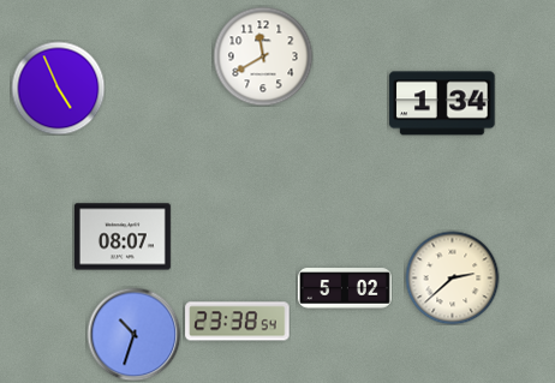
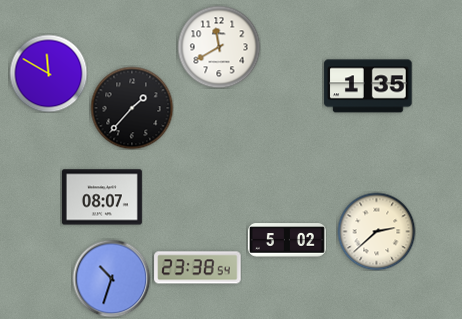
clock at (58, 88): 4:56 -> 11:50
clock at (442, 103): 1:34 -> 1:35
clock at (132, 108): none -> 1:37
